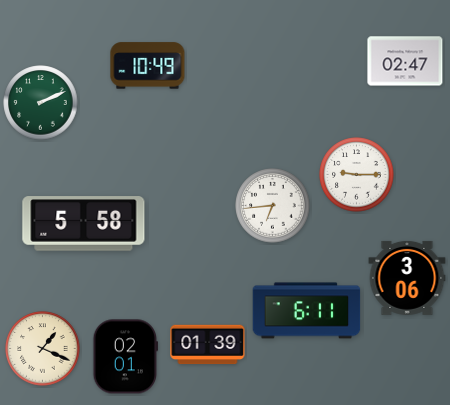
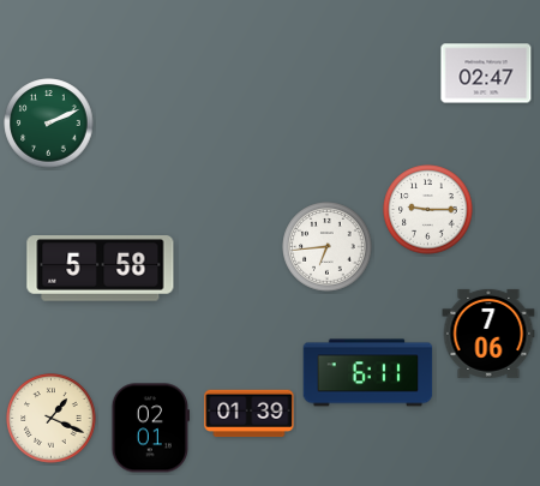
clock at (148, 66): 10:49 -> none
clock at (407, 278): 3:06 -> 7:06
